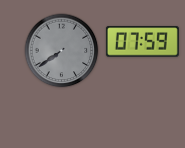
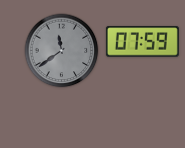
clock at (62, 51): 7:39 -> 11:39
